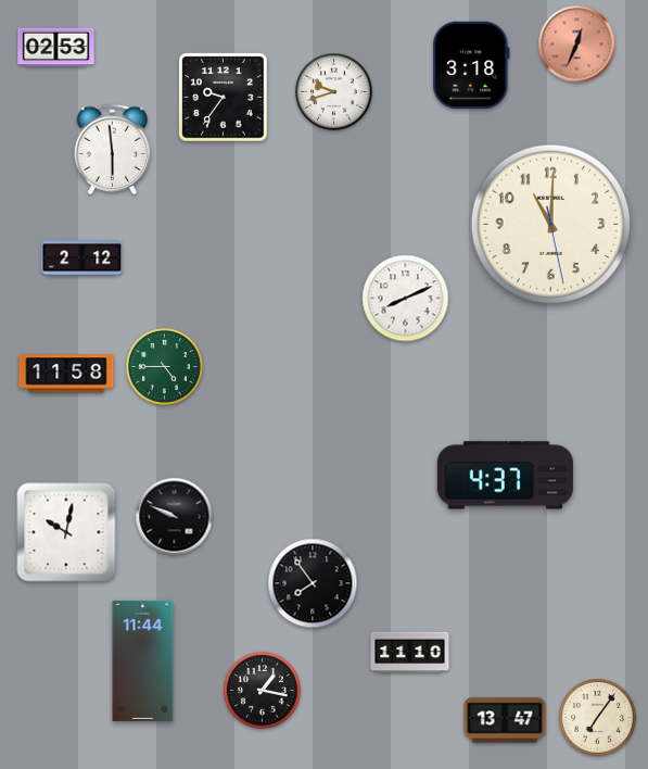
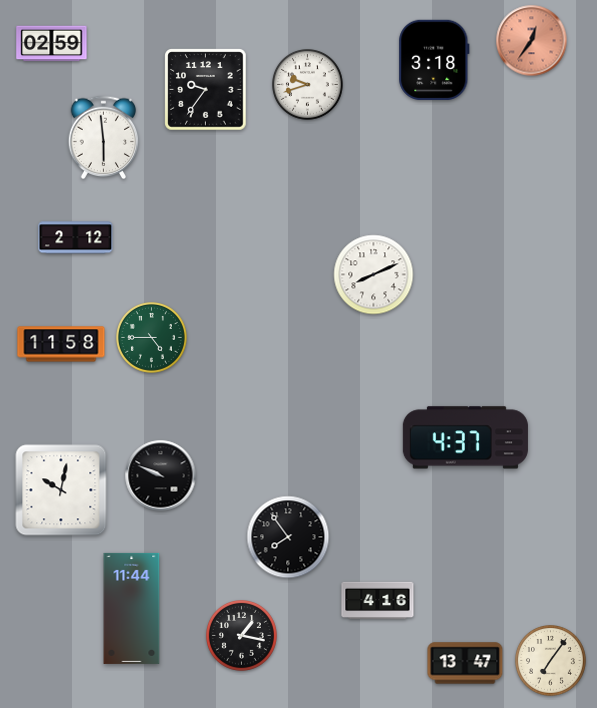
clock at (577, 45): 12:34 -> 12:36
clock at (56, 48): 02:53 -> 02:59
clock at (551, 225): 11:00 -> none
clock at (410, 653): 11:10 -> 4:16
